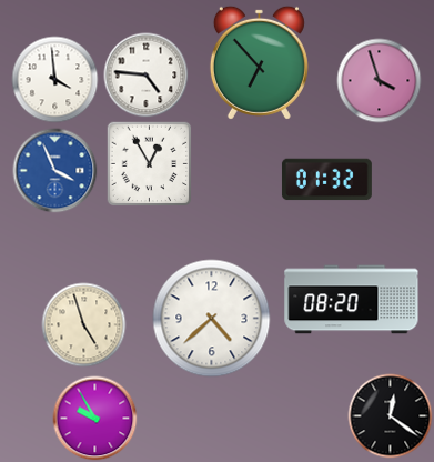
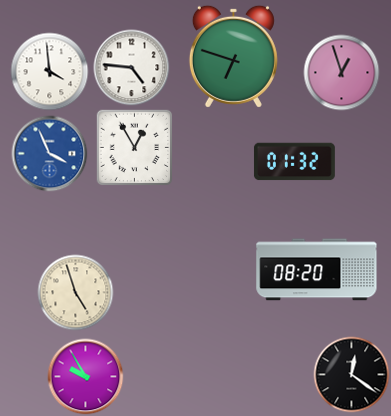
clock at (259, 62): 6:53 -> 6:48
clock at (380, 81): 3:57 -> 12:57
clock at (212, 319): 4:38 -> none
